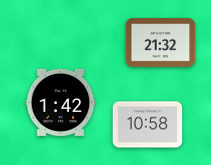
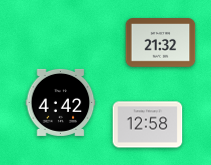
clock at (61, 102): 1:42 -> 4:42
clock at (148, 125): 10:58 -> 12:58
